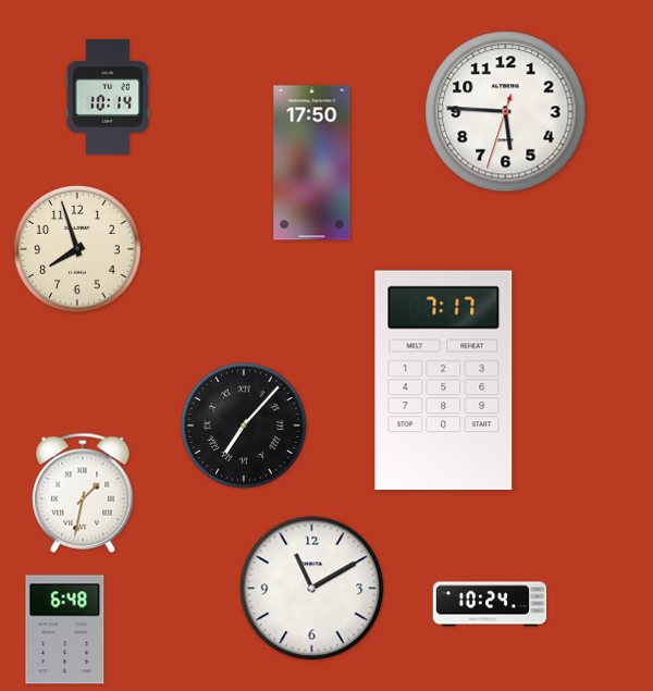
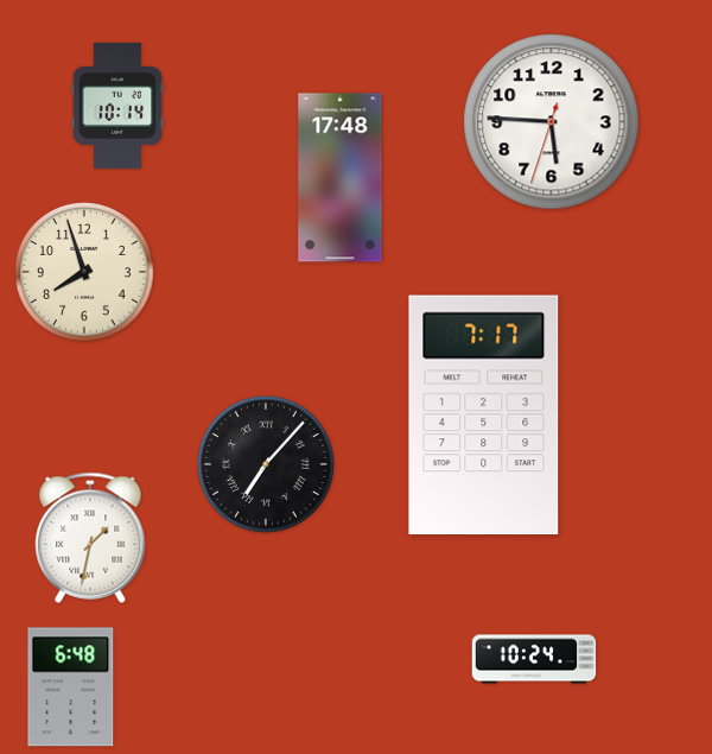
clock at (312, 163): 17:50 -> 17:48
clock at (312, 589): 11:10 -> none
